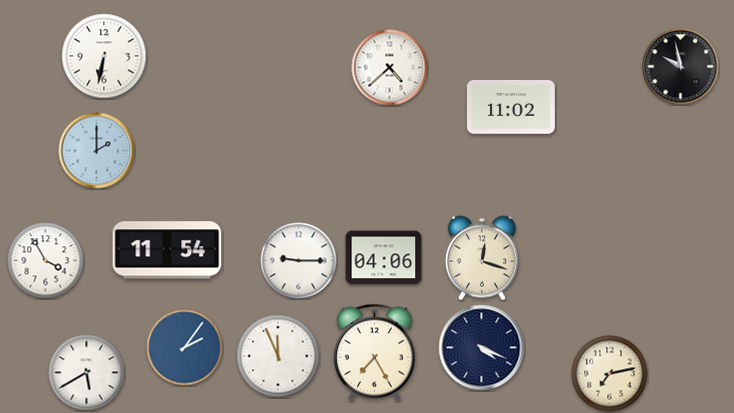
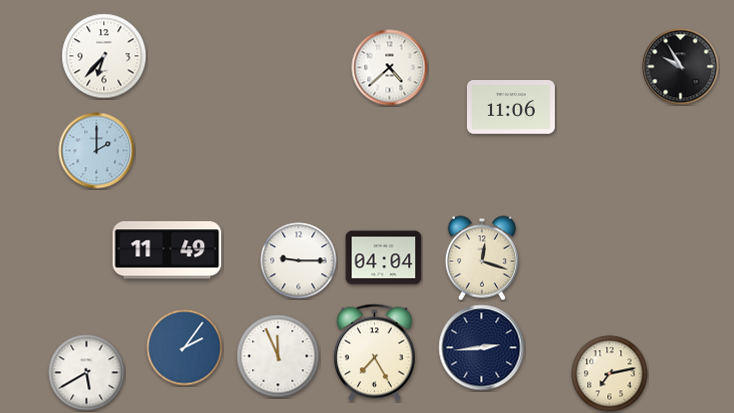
clock at (104, 56): 6:32 -> 6:37
clock at (681, 67): 9:58 -> 9:55
clock at (511, 108): 11:02 -> 11:06
clock at (167, 250): 11:54 -> 11:49
clock at (384, 258): 04:06 -> 04:04
clock at (46, 261): 3:55 -> none
clock at (482, 348): 4:19 -> 2:44
